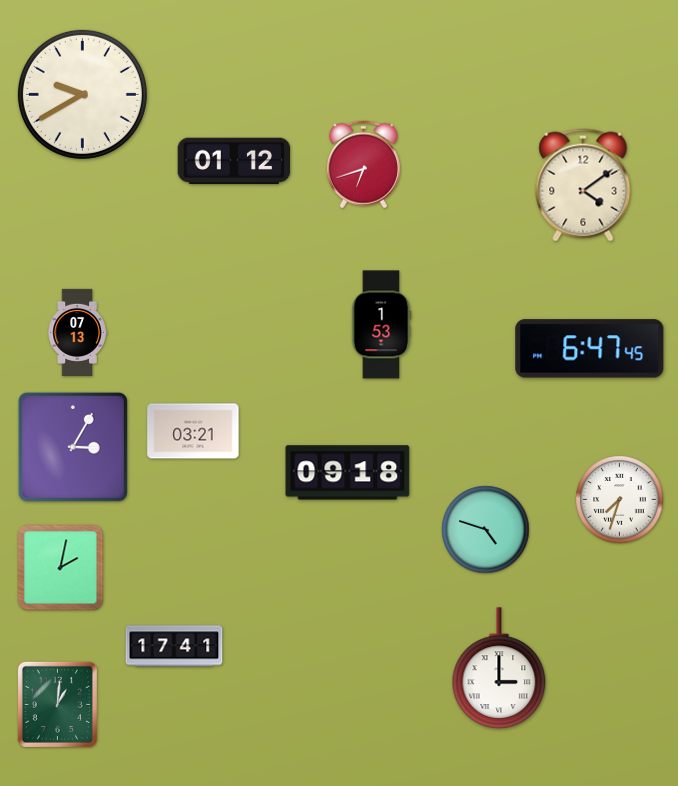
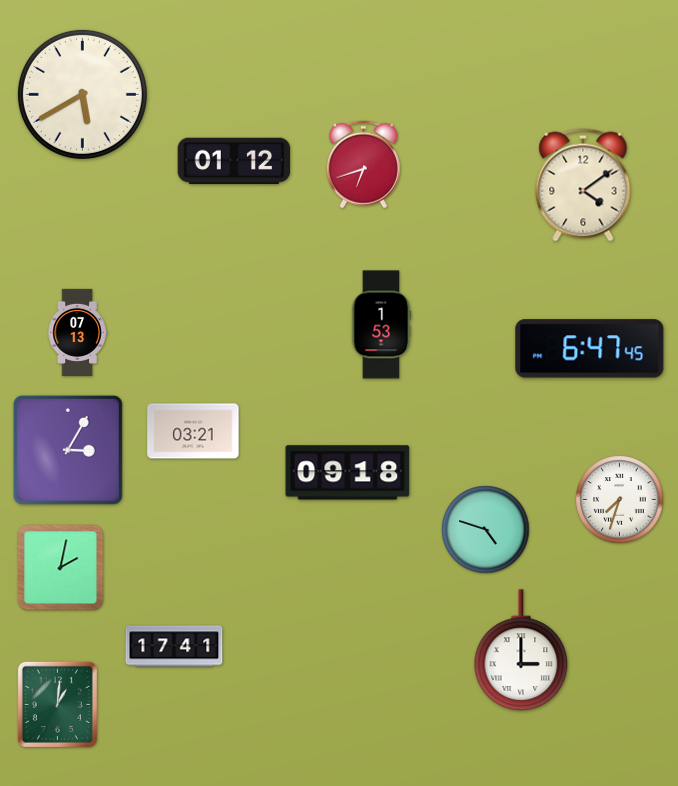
clock at (82, 94): 9:40 -> 5:40
clock at (73, 447) position: (73, 447) -> (68, 450)
clock at (499, 668) position: (499, 668) -> (521, 650)
